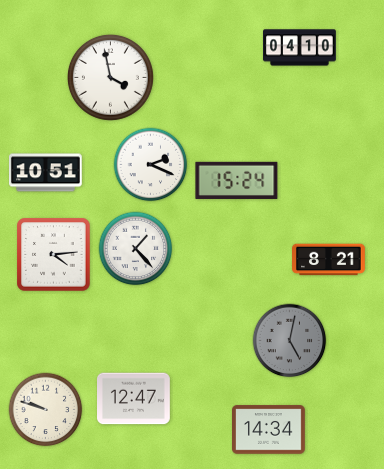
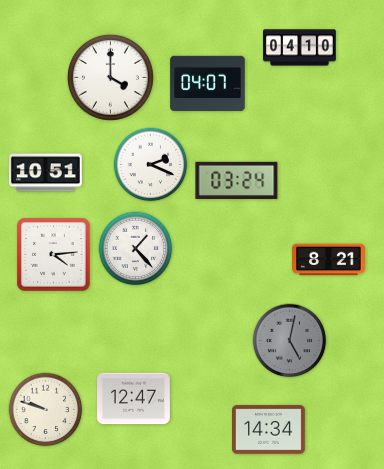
clock at (110, 77): 3:58 -> 4:00
clock at (208, 84): none -> 04:07
clock at (237, 180): 15:24 -> 03:24
